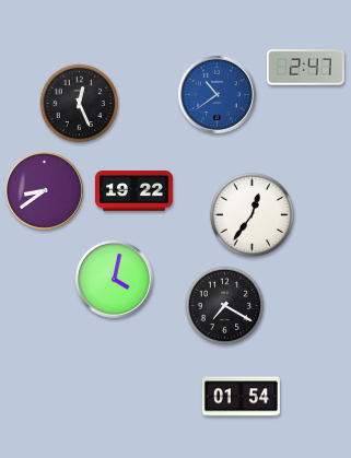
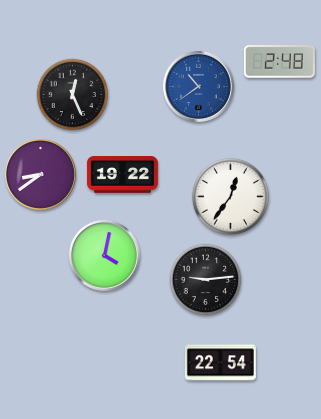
clock at (305, 68): 2:47 -> 2:48
clock at (225, 306): 7:20 -> 9:14
clock at (241, 397): 01:54 -> 22:54
